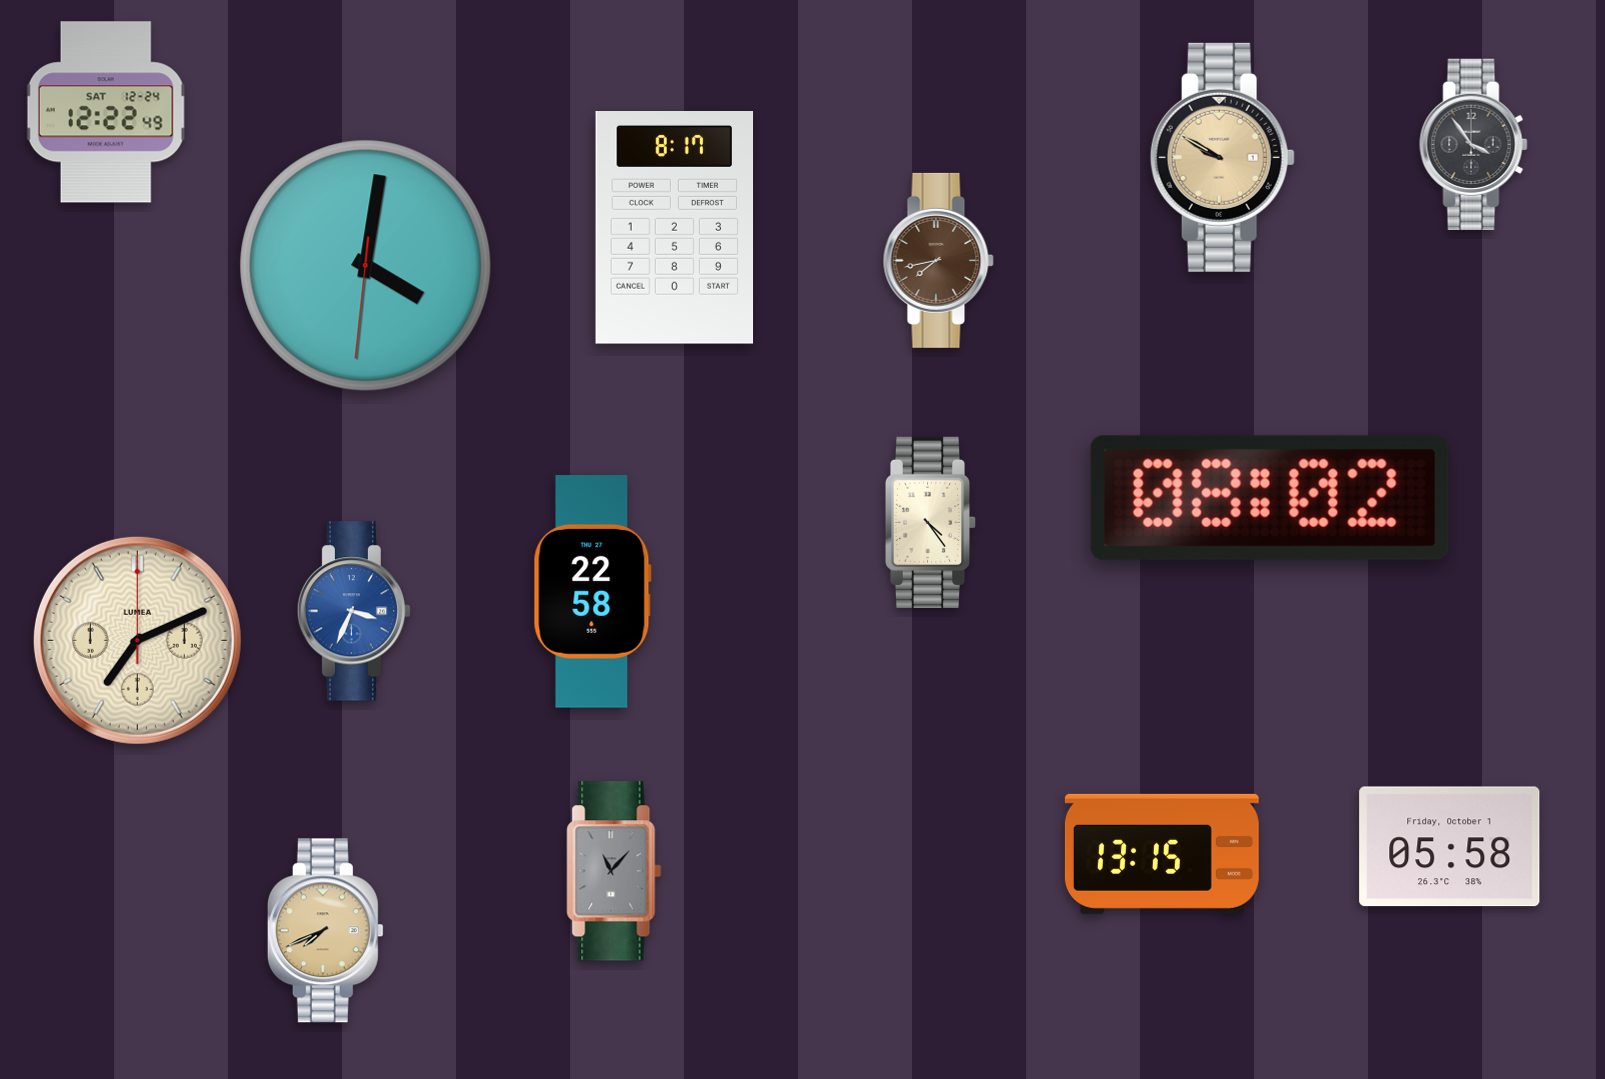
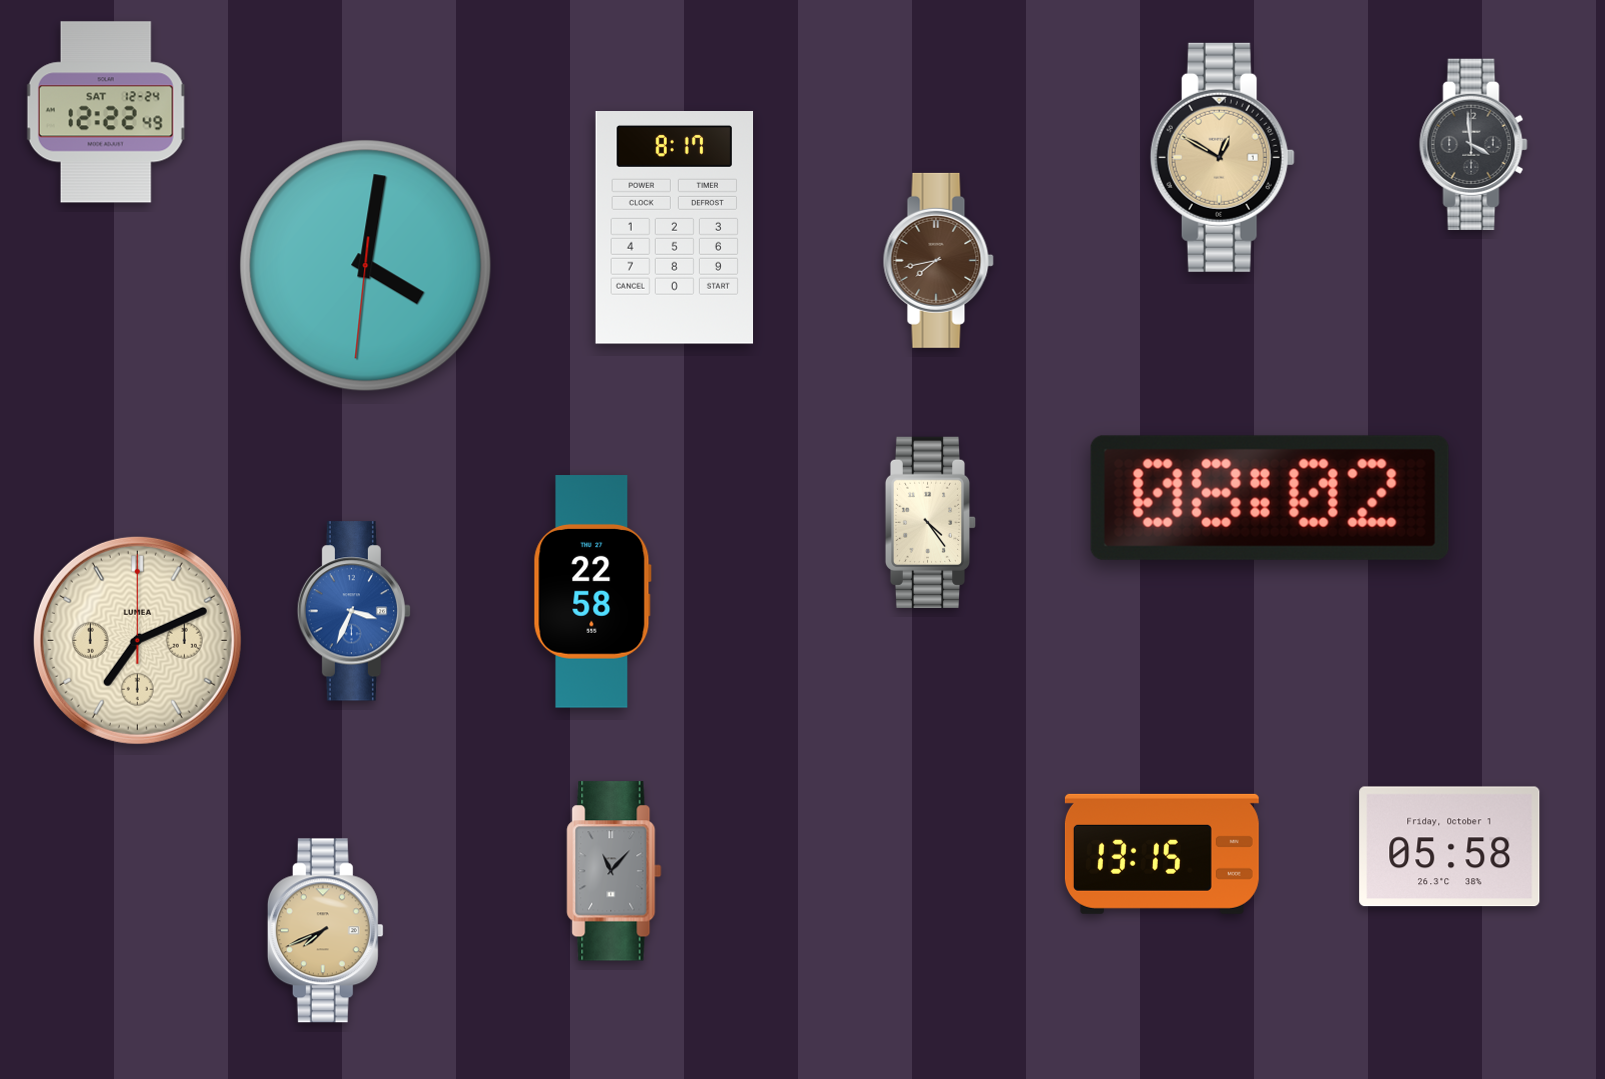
clock at (1474, 144): 3:54 -> 3:59
clock at (1222, 157): 9:50 -> 12:50
